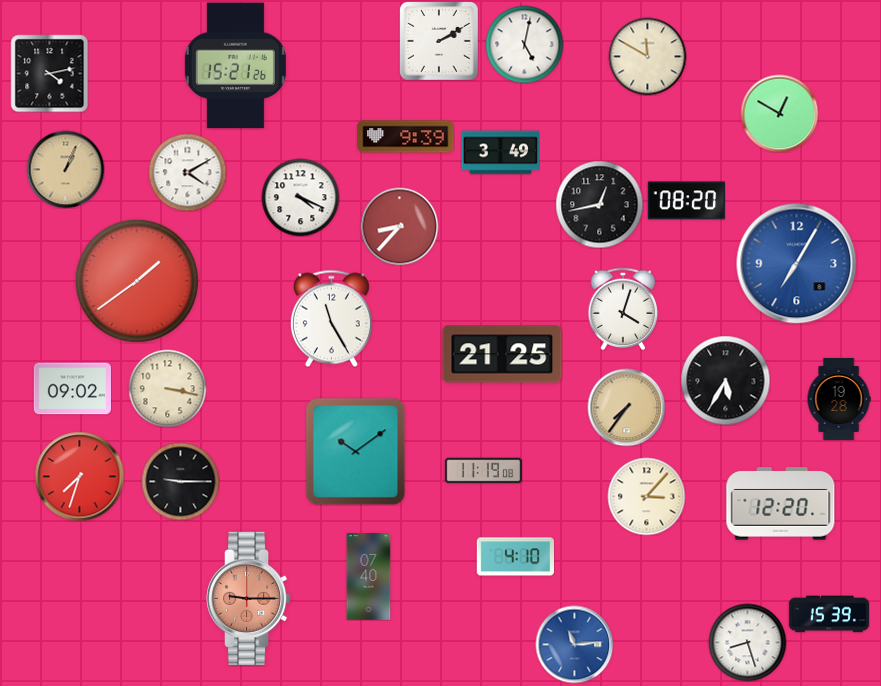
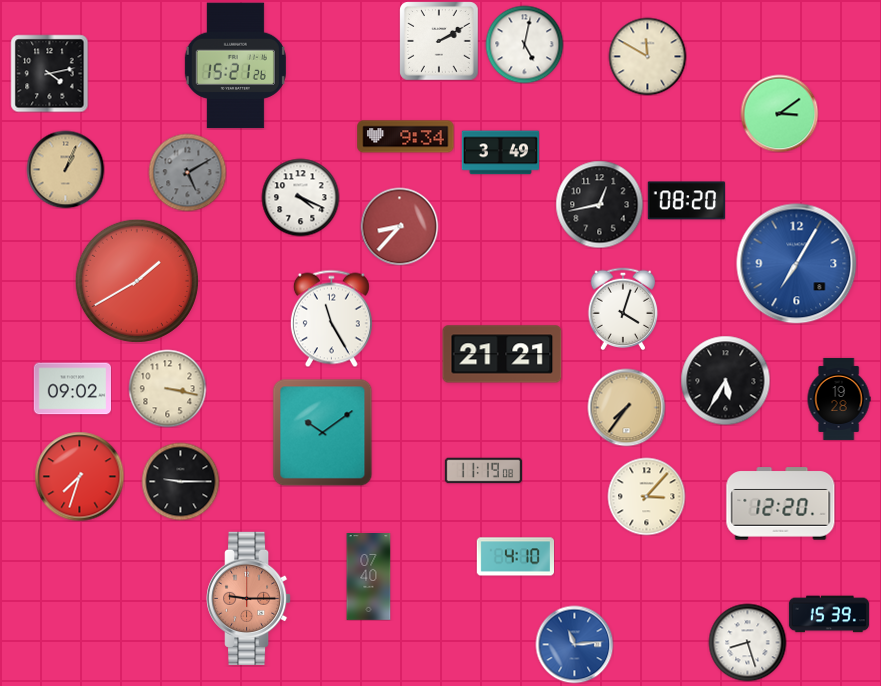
clock at (779, 113): 12:50 -> 3:09
clock at (406, 137): 9:39 -> 9:34
clock at (187, 172): 4:10 -> 5:10
clock at (187, 172) dial: white -> grey
clock at (137, 281): 1:39 -> 1:40
clock at (502, 354): 21:25 -> 21:21
clock at (356, 451) position: (356, 451) -> (323, 432)
